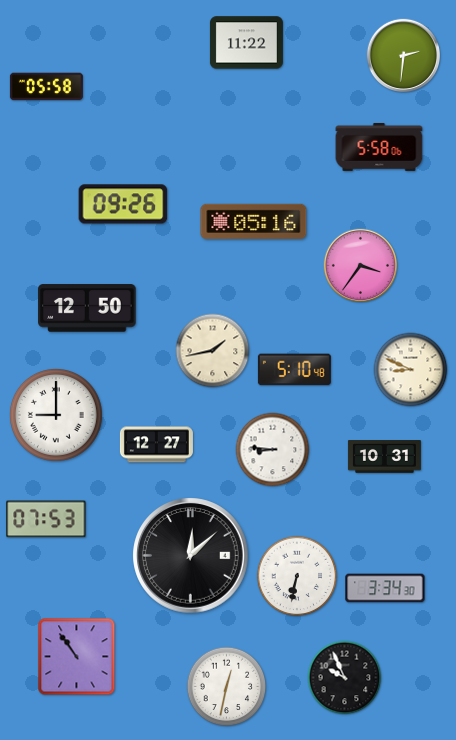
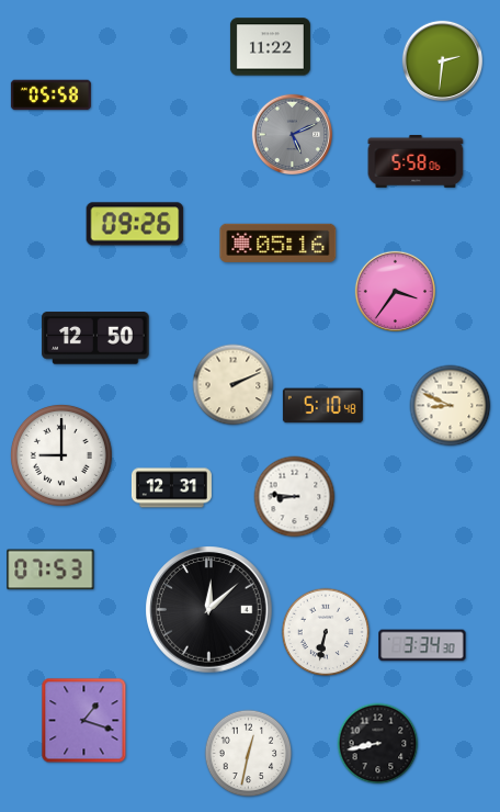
clock at (292, 134): none -> 5:11
clock at (213, 351): 1:43 -> 2:11
clock at (156, 445): 12:27 -> 12:31
clock at (273, 450) position: (273, 450) -> (295, 497)
clock at (384, 457): 10:31 -> none
clock at (77, 657): 10:54 -> 1:18
clock at (345, 678): 9:56 -> 8:43
